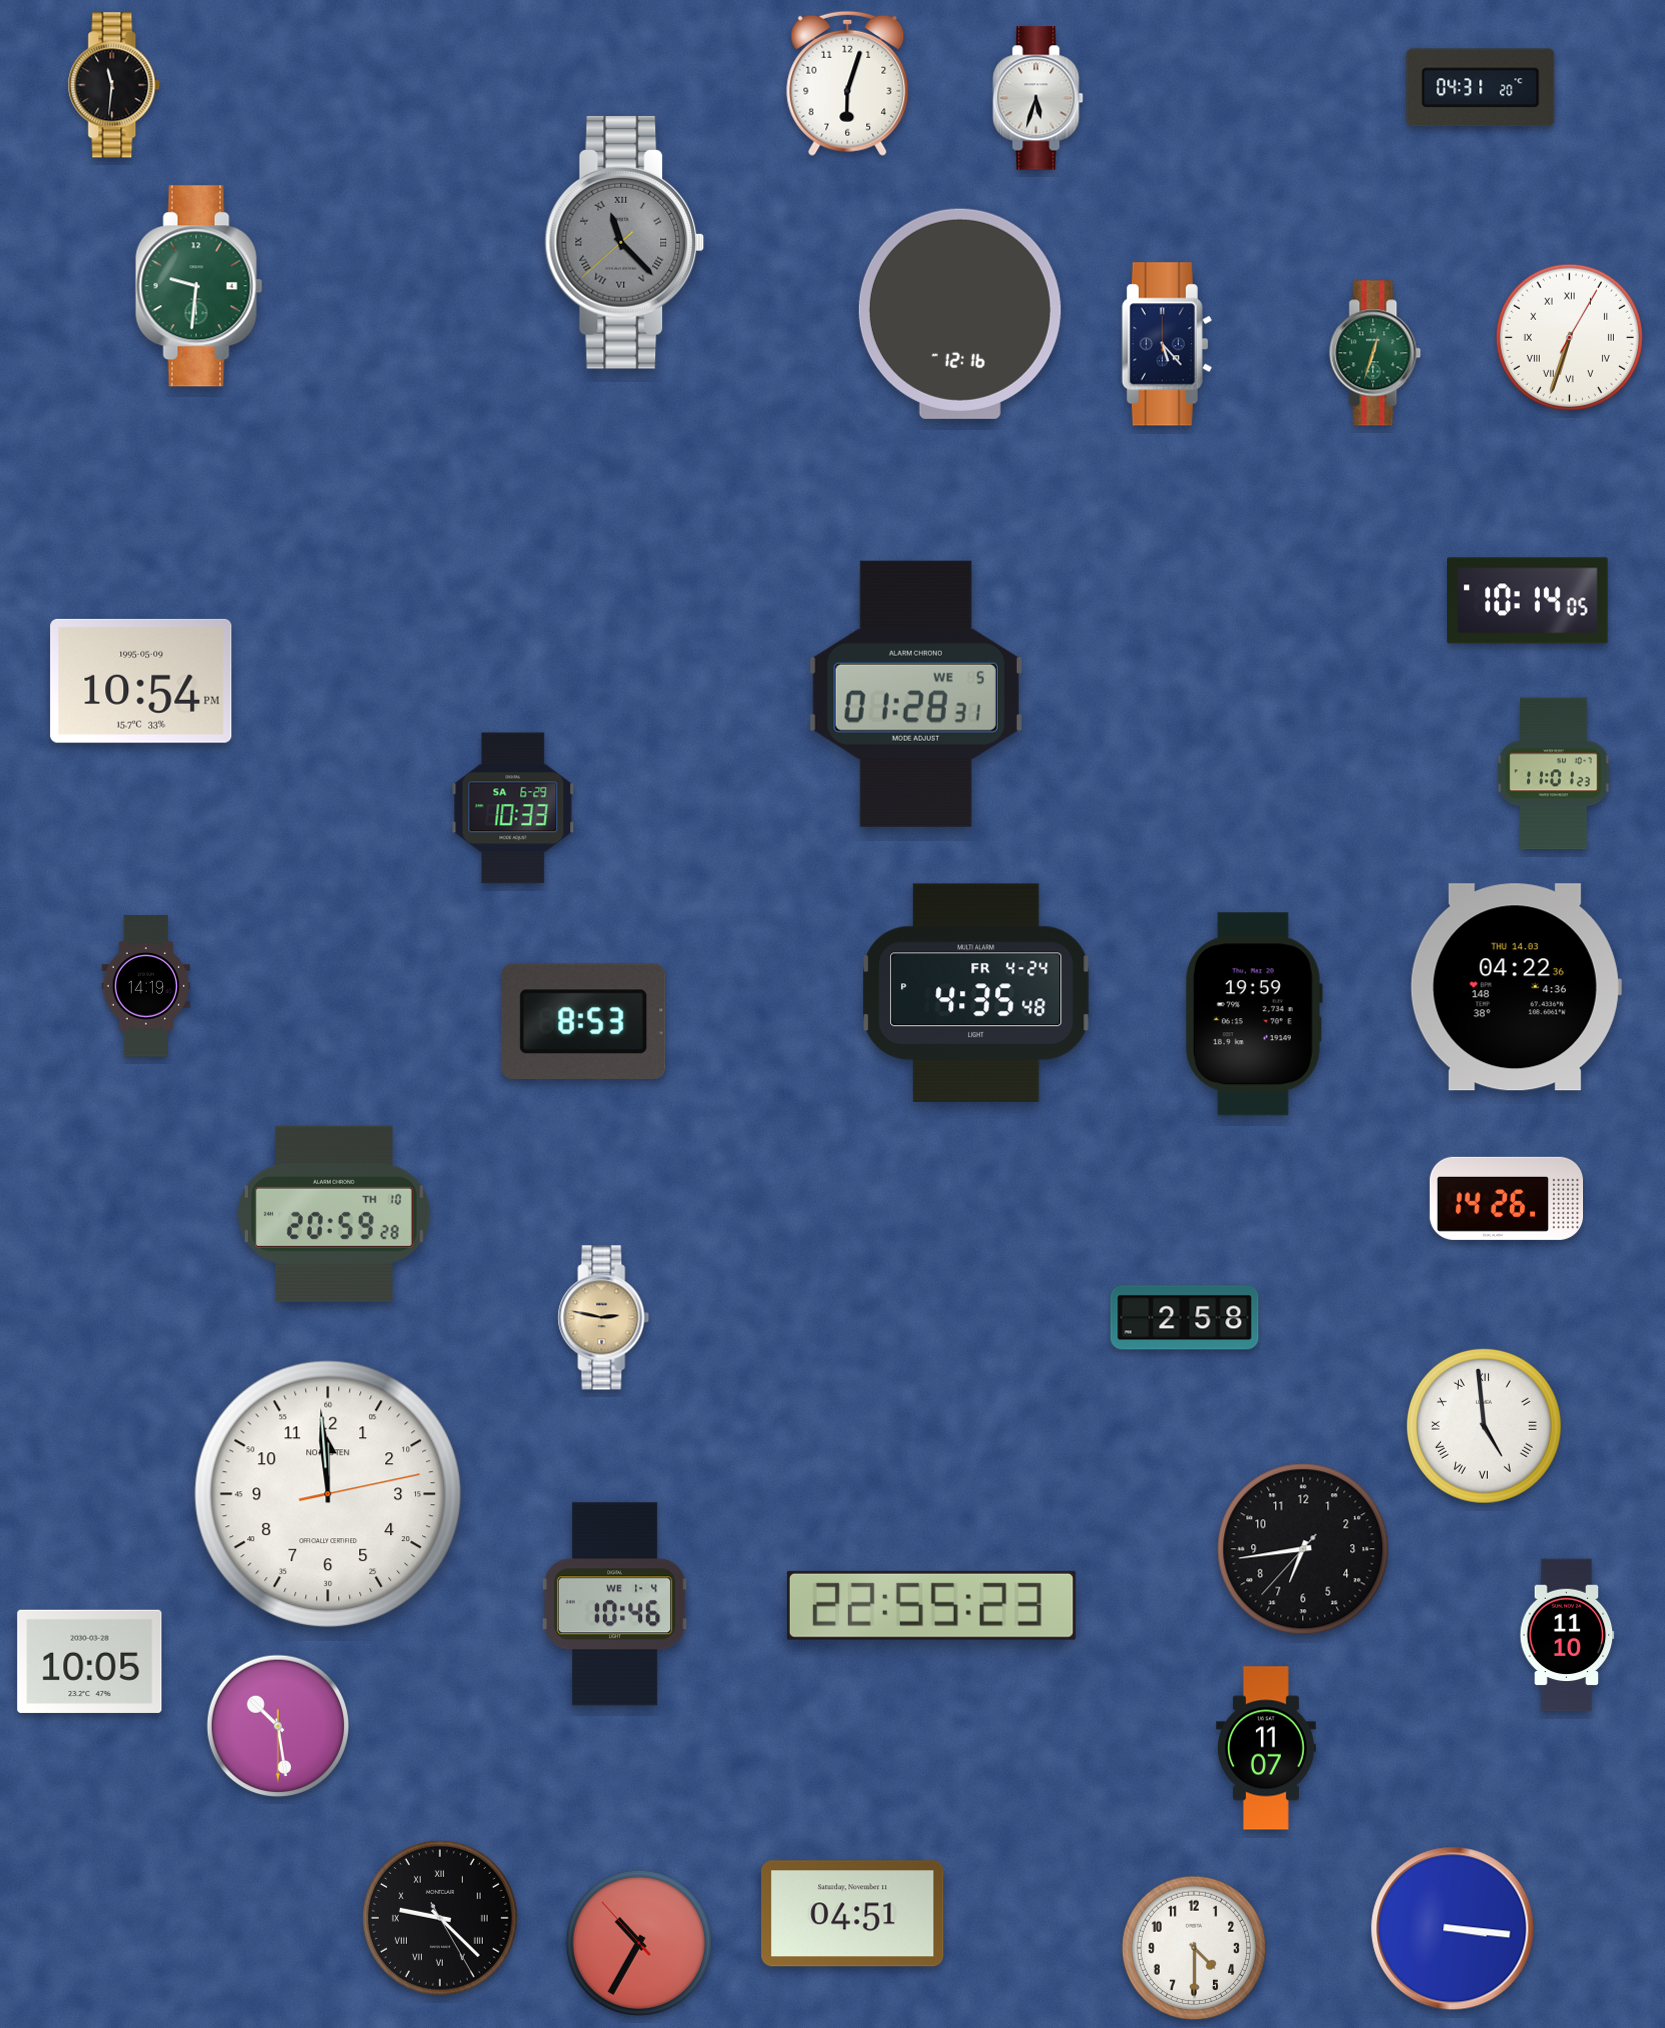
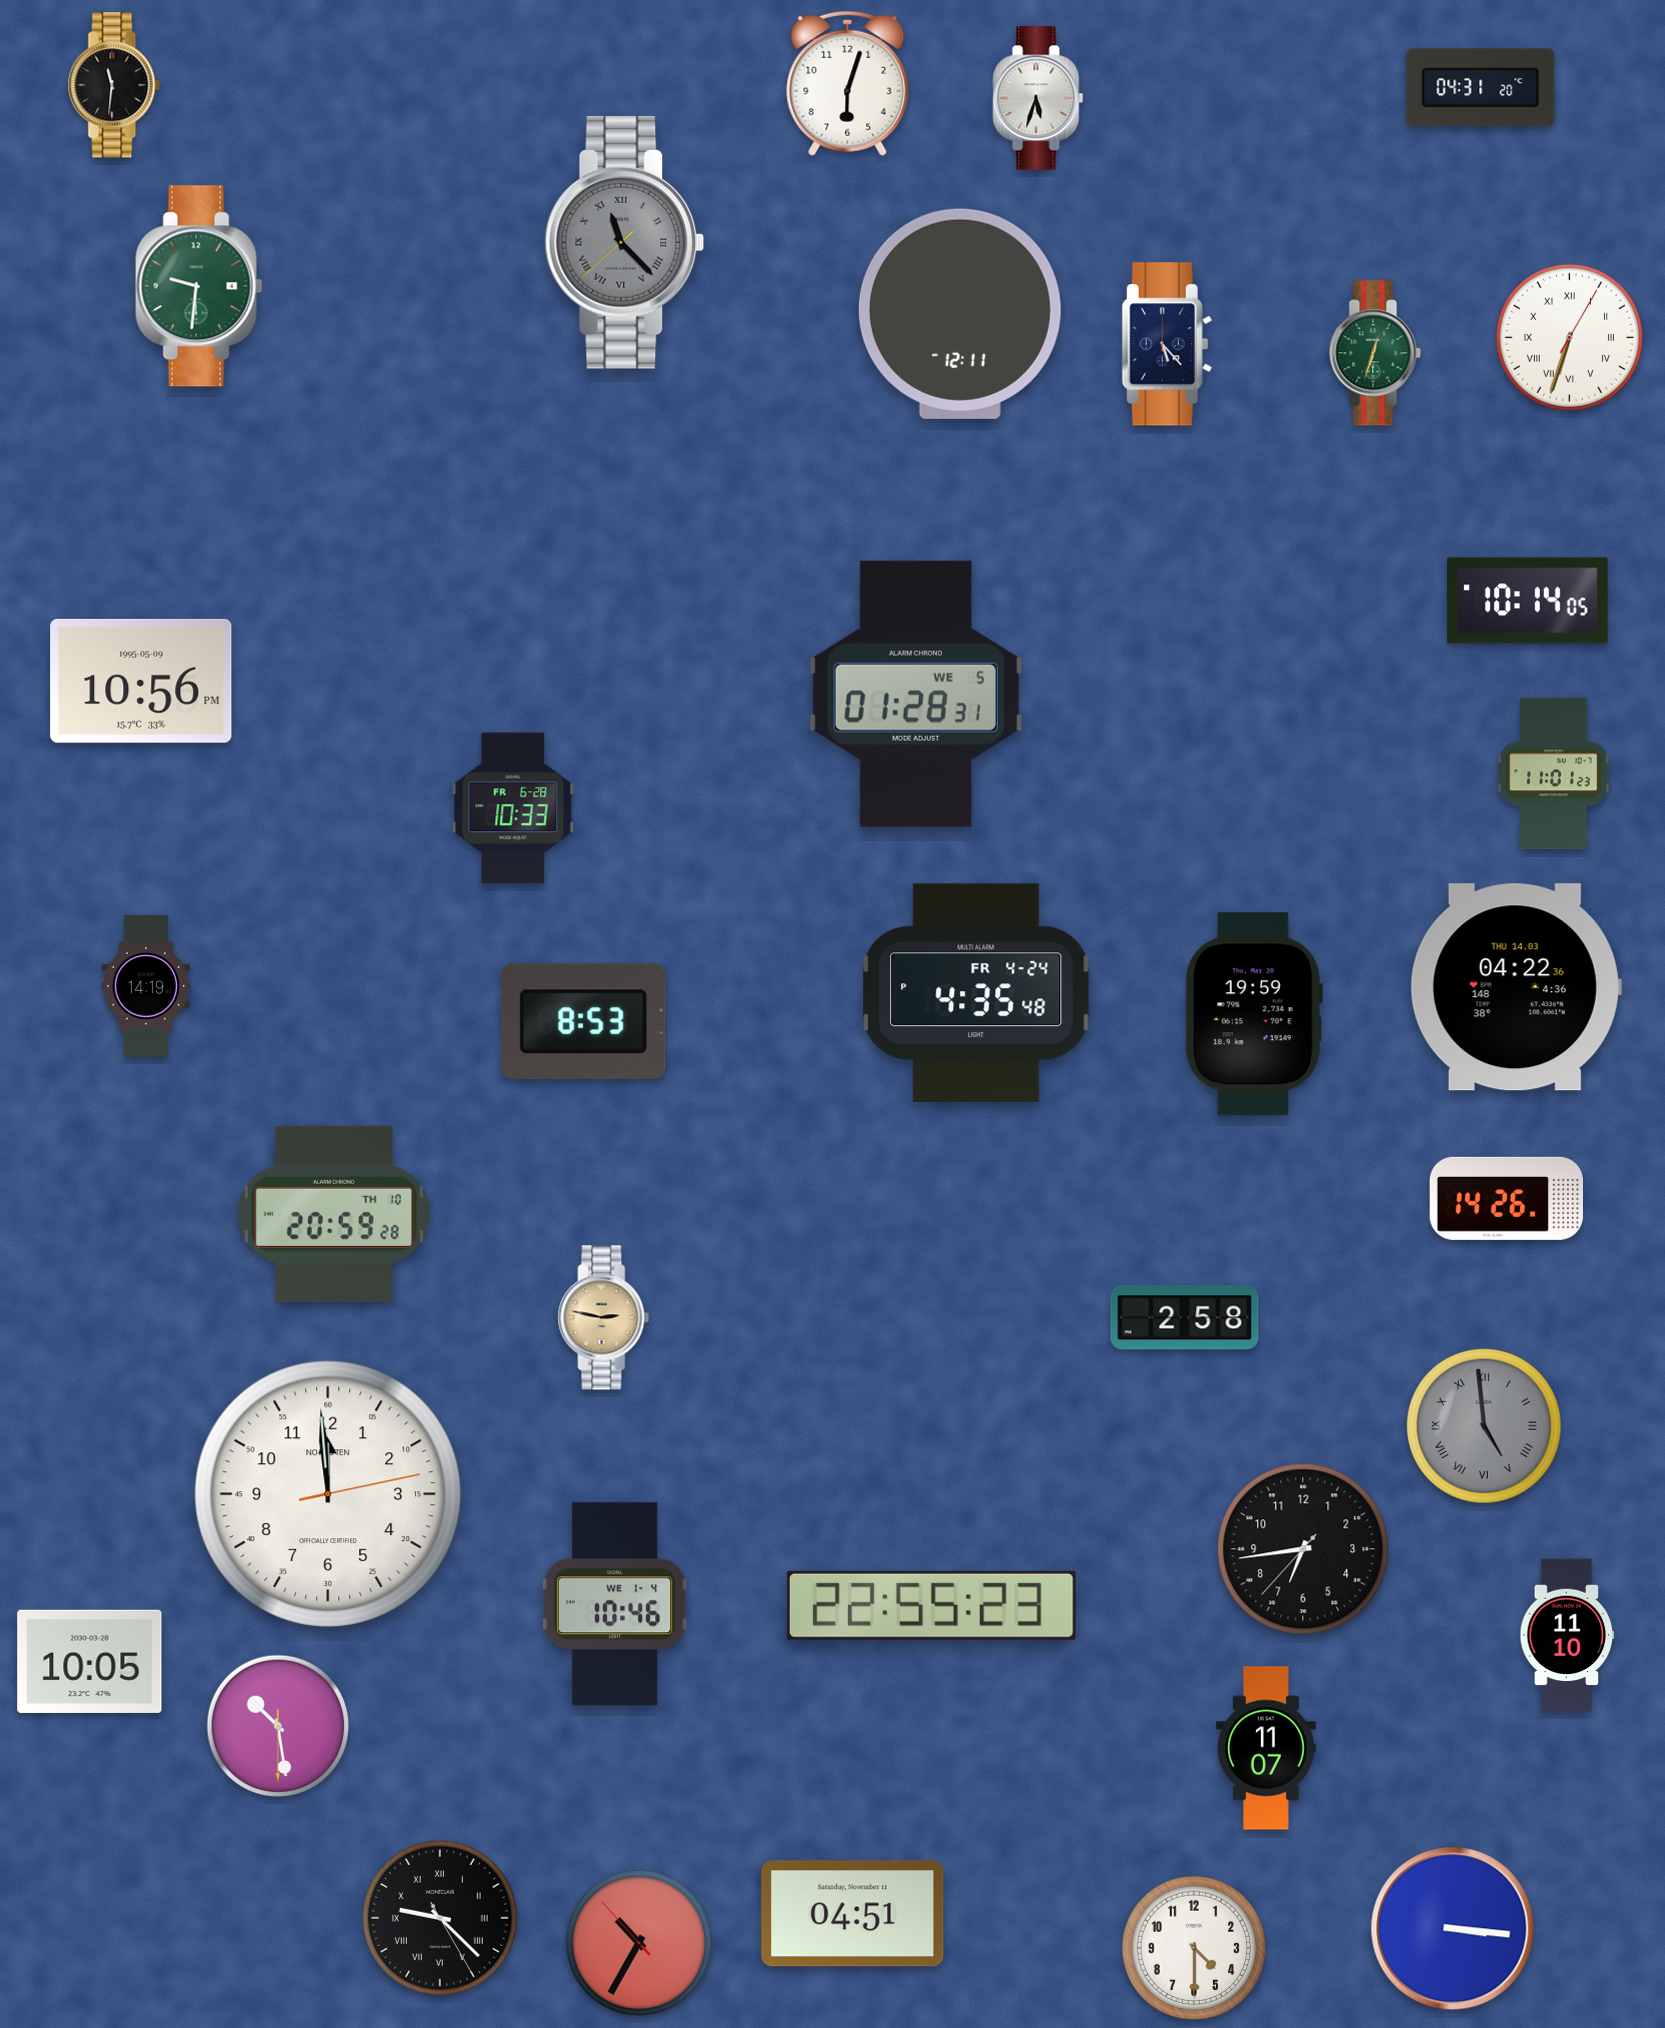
clock at (960, 314): 12:16 -> 12:11
clock at (141, 681): 10:54 -> 10:56
clock at (513, 808) date: SA 6-29 -> FR 6-28
clock at (1484, 1426) dial: white -> grey
